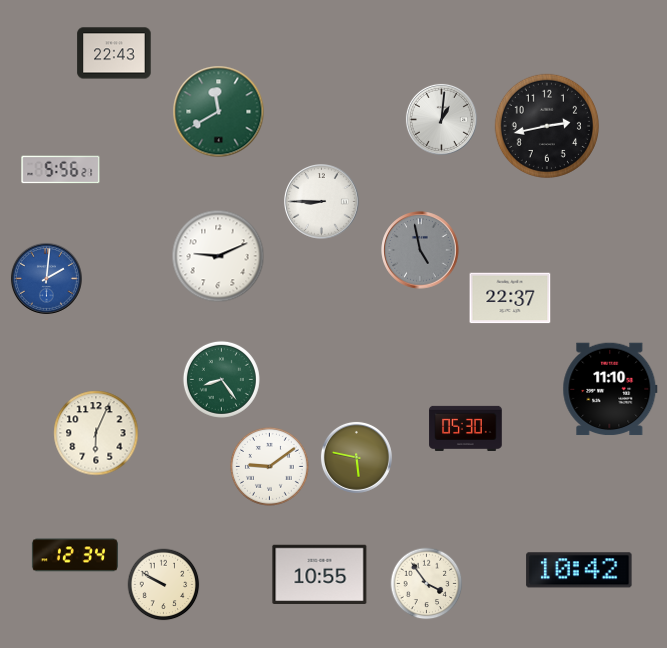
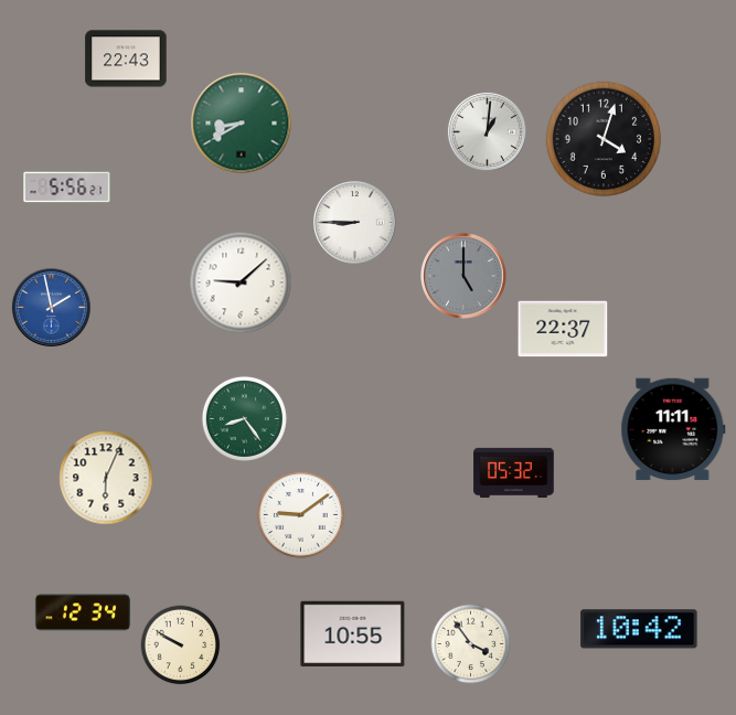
clock at (219, 112): 11:40 -> 8:40
clock at (546, 125): 2:43 -> 4:03
clock at (420, 250): 4:58 -> 5:00
clock at (218, 256): 9:11 -> 9:08
clock at (46, 278): 2:01 -> 1:58
clock at (610, 389): 11:10 -> 11:11
clock at (466, 428): 05:30 -> 05:32
clock at (356, 457): 5:47 -> none
clock at (269, 466) position: (269, 466) -> (300, 514)
